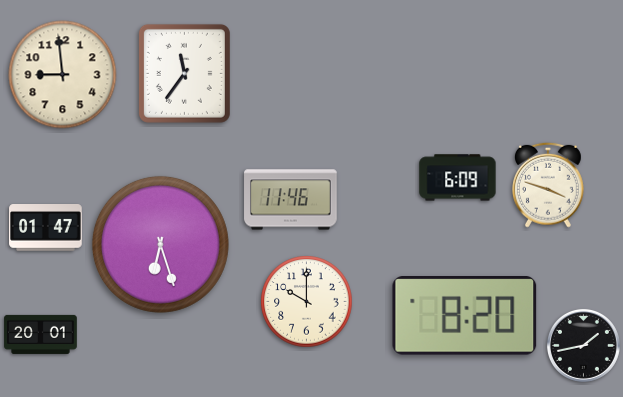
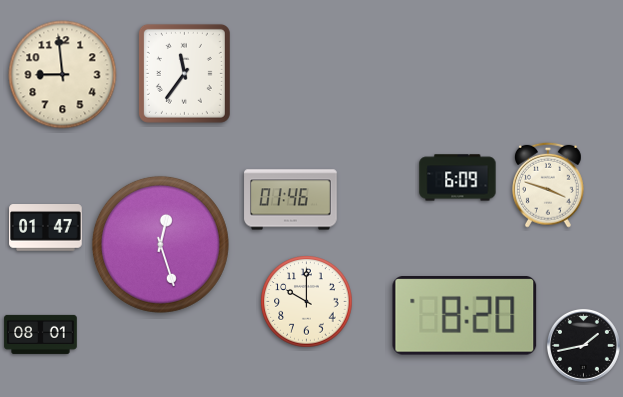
clock at (291, 200): 11:46 -> 01:46
clock at (160, 244): 6:27 -> 12:27
clock at (41, 334): 20:01 -> 08:01
